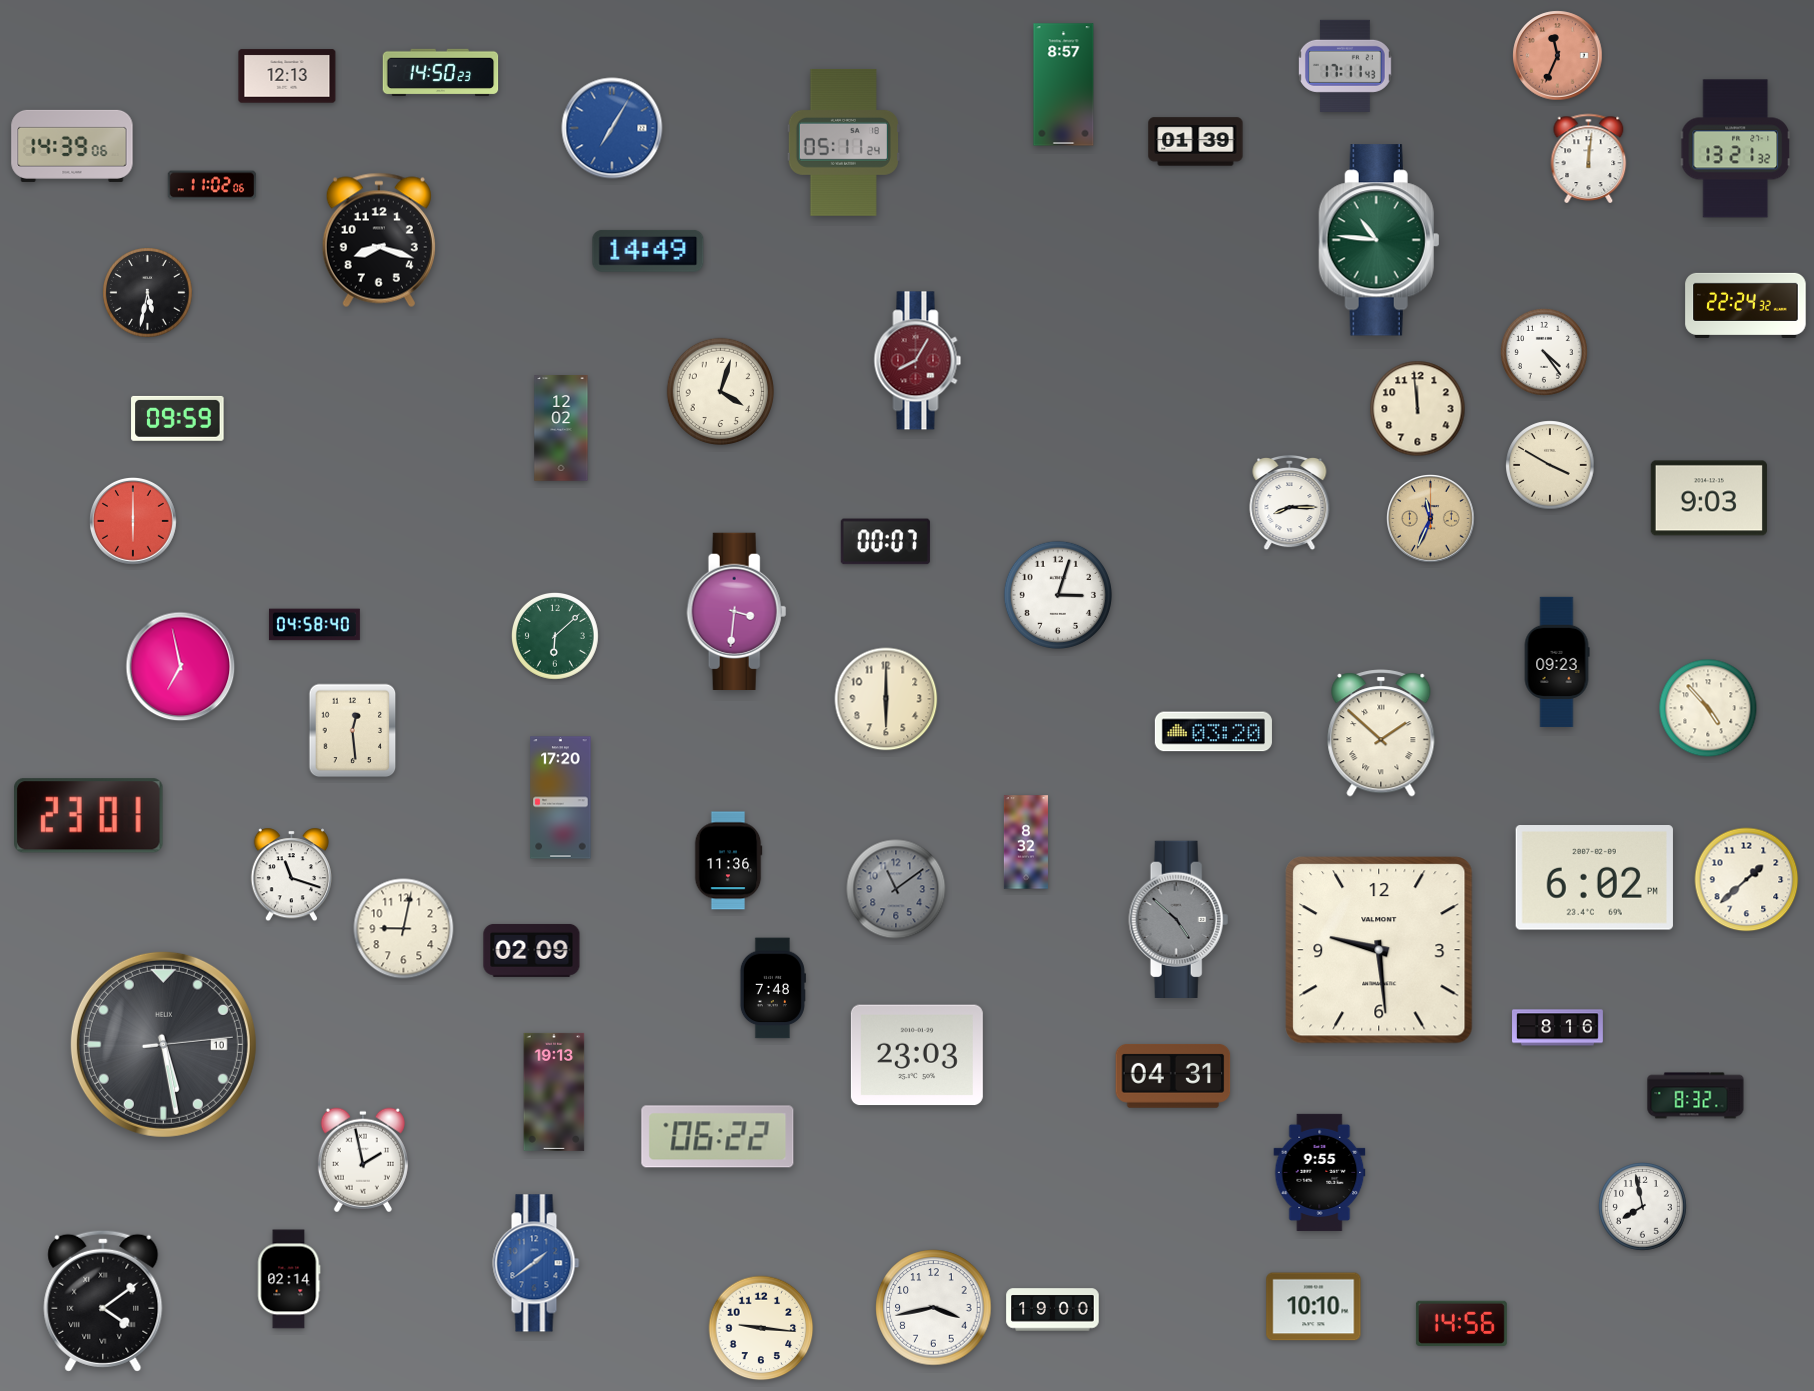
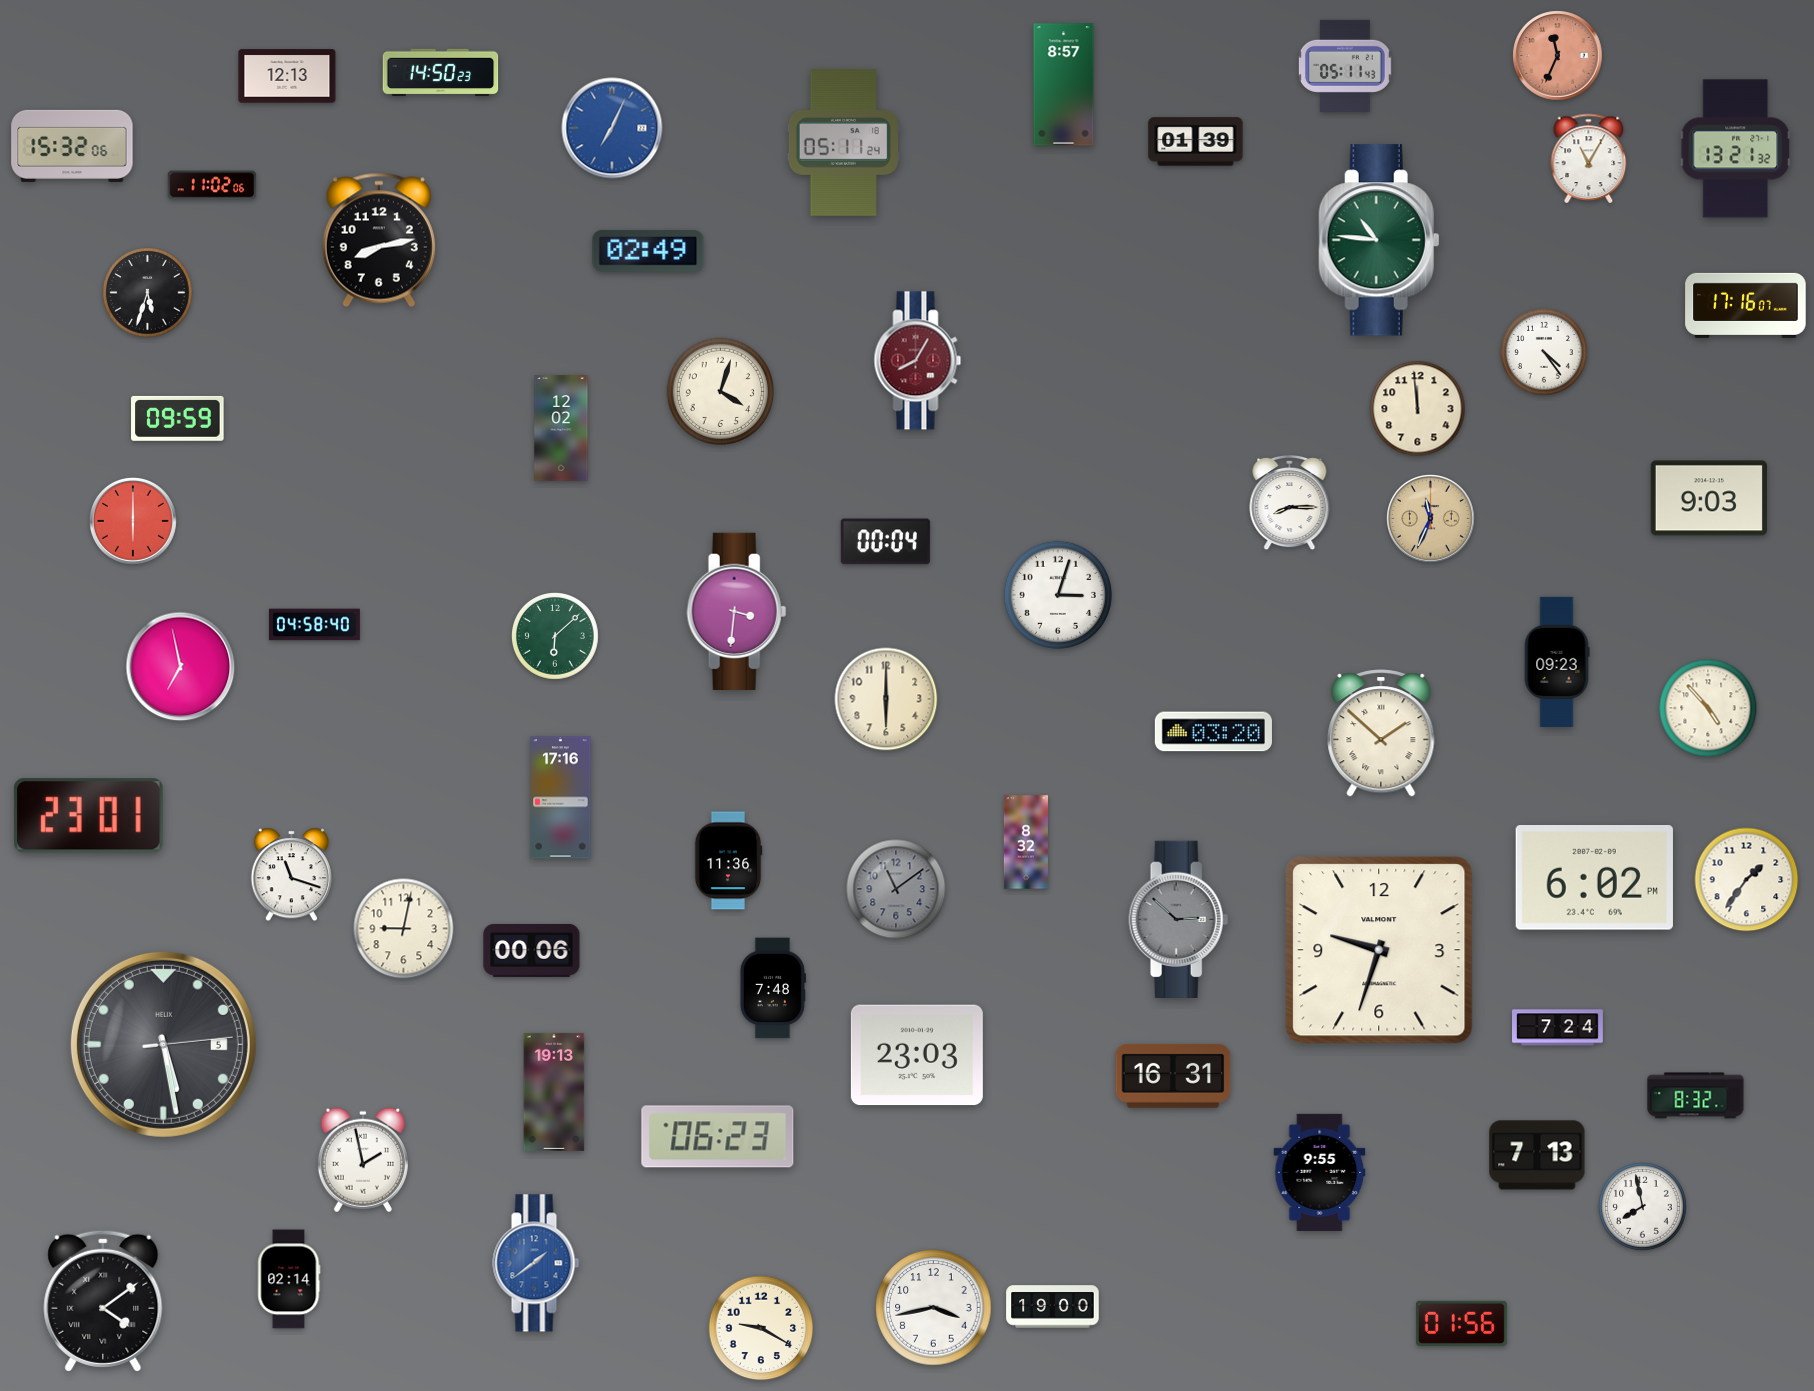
clock at (1345, 66): 17:11 -> 05:11
clock at (612, 128): 7:05 -> 7:04
clock at (72, 146): 14:39 -> 15:32
clock at (1589, 158): 12:01 -> 11:05
clock at (379, 240): 8:18 -> 8:13
clock at (648, 251): 14:49 -> 02:49
clock at (148, 293): 5:32 -> 5:33
clock at (1746, 305): 22:24 -> 17:16
clock at (1550, 465): 3:50 -> none
clock at (885, 542): 00:07 -> 00:04
clock at (353, 731): 12:29 -> none
clock at (561, 798): 17:20 -> 17:16
clock at (1747, 880): 1:38 -> 1:36
clock at (1179, 919): 4:52 -> 2:52
clock at (532, 950): 02:09 -> 00:06
clock at (1379, 950): 9:29 -> 9:33
clock at (1558, 1028): 8:16 -> 7:24
clock at (163, 1044) date: 10 -> 5
clock at (1173, 1076): 04:31 -> 16:31
clock at (718, 1137): 06:22 -> 06:23
clock at (1537, 1155): none -> 7:13
clock at (1314, 1307): 10:10 -> none
clock at (1053, 1310) position: (1053, 1310) -> (1053, 1307)
clock at (1461, 1323): 14:56 -> 01:56
clock at (761, 1328): 9:16 -> 9:20
